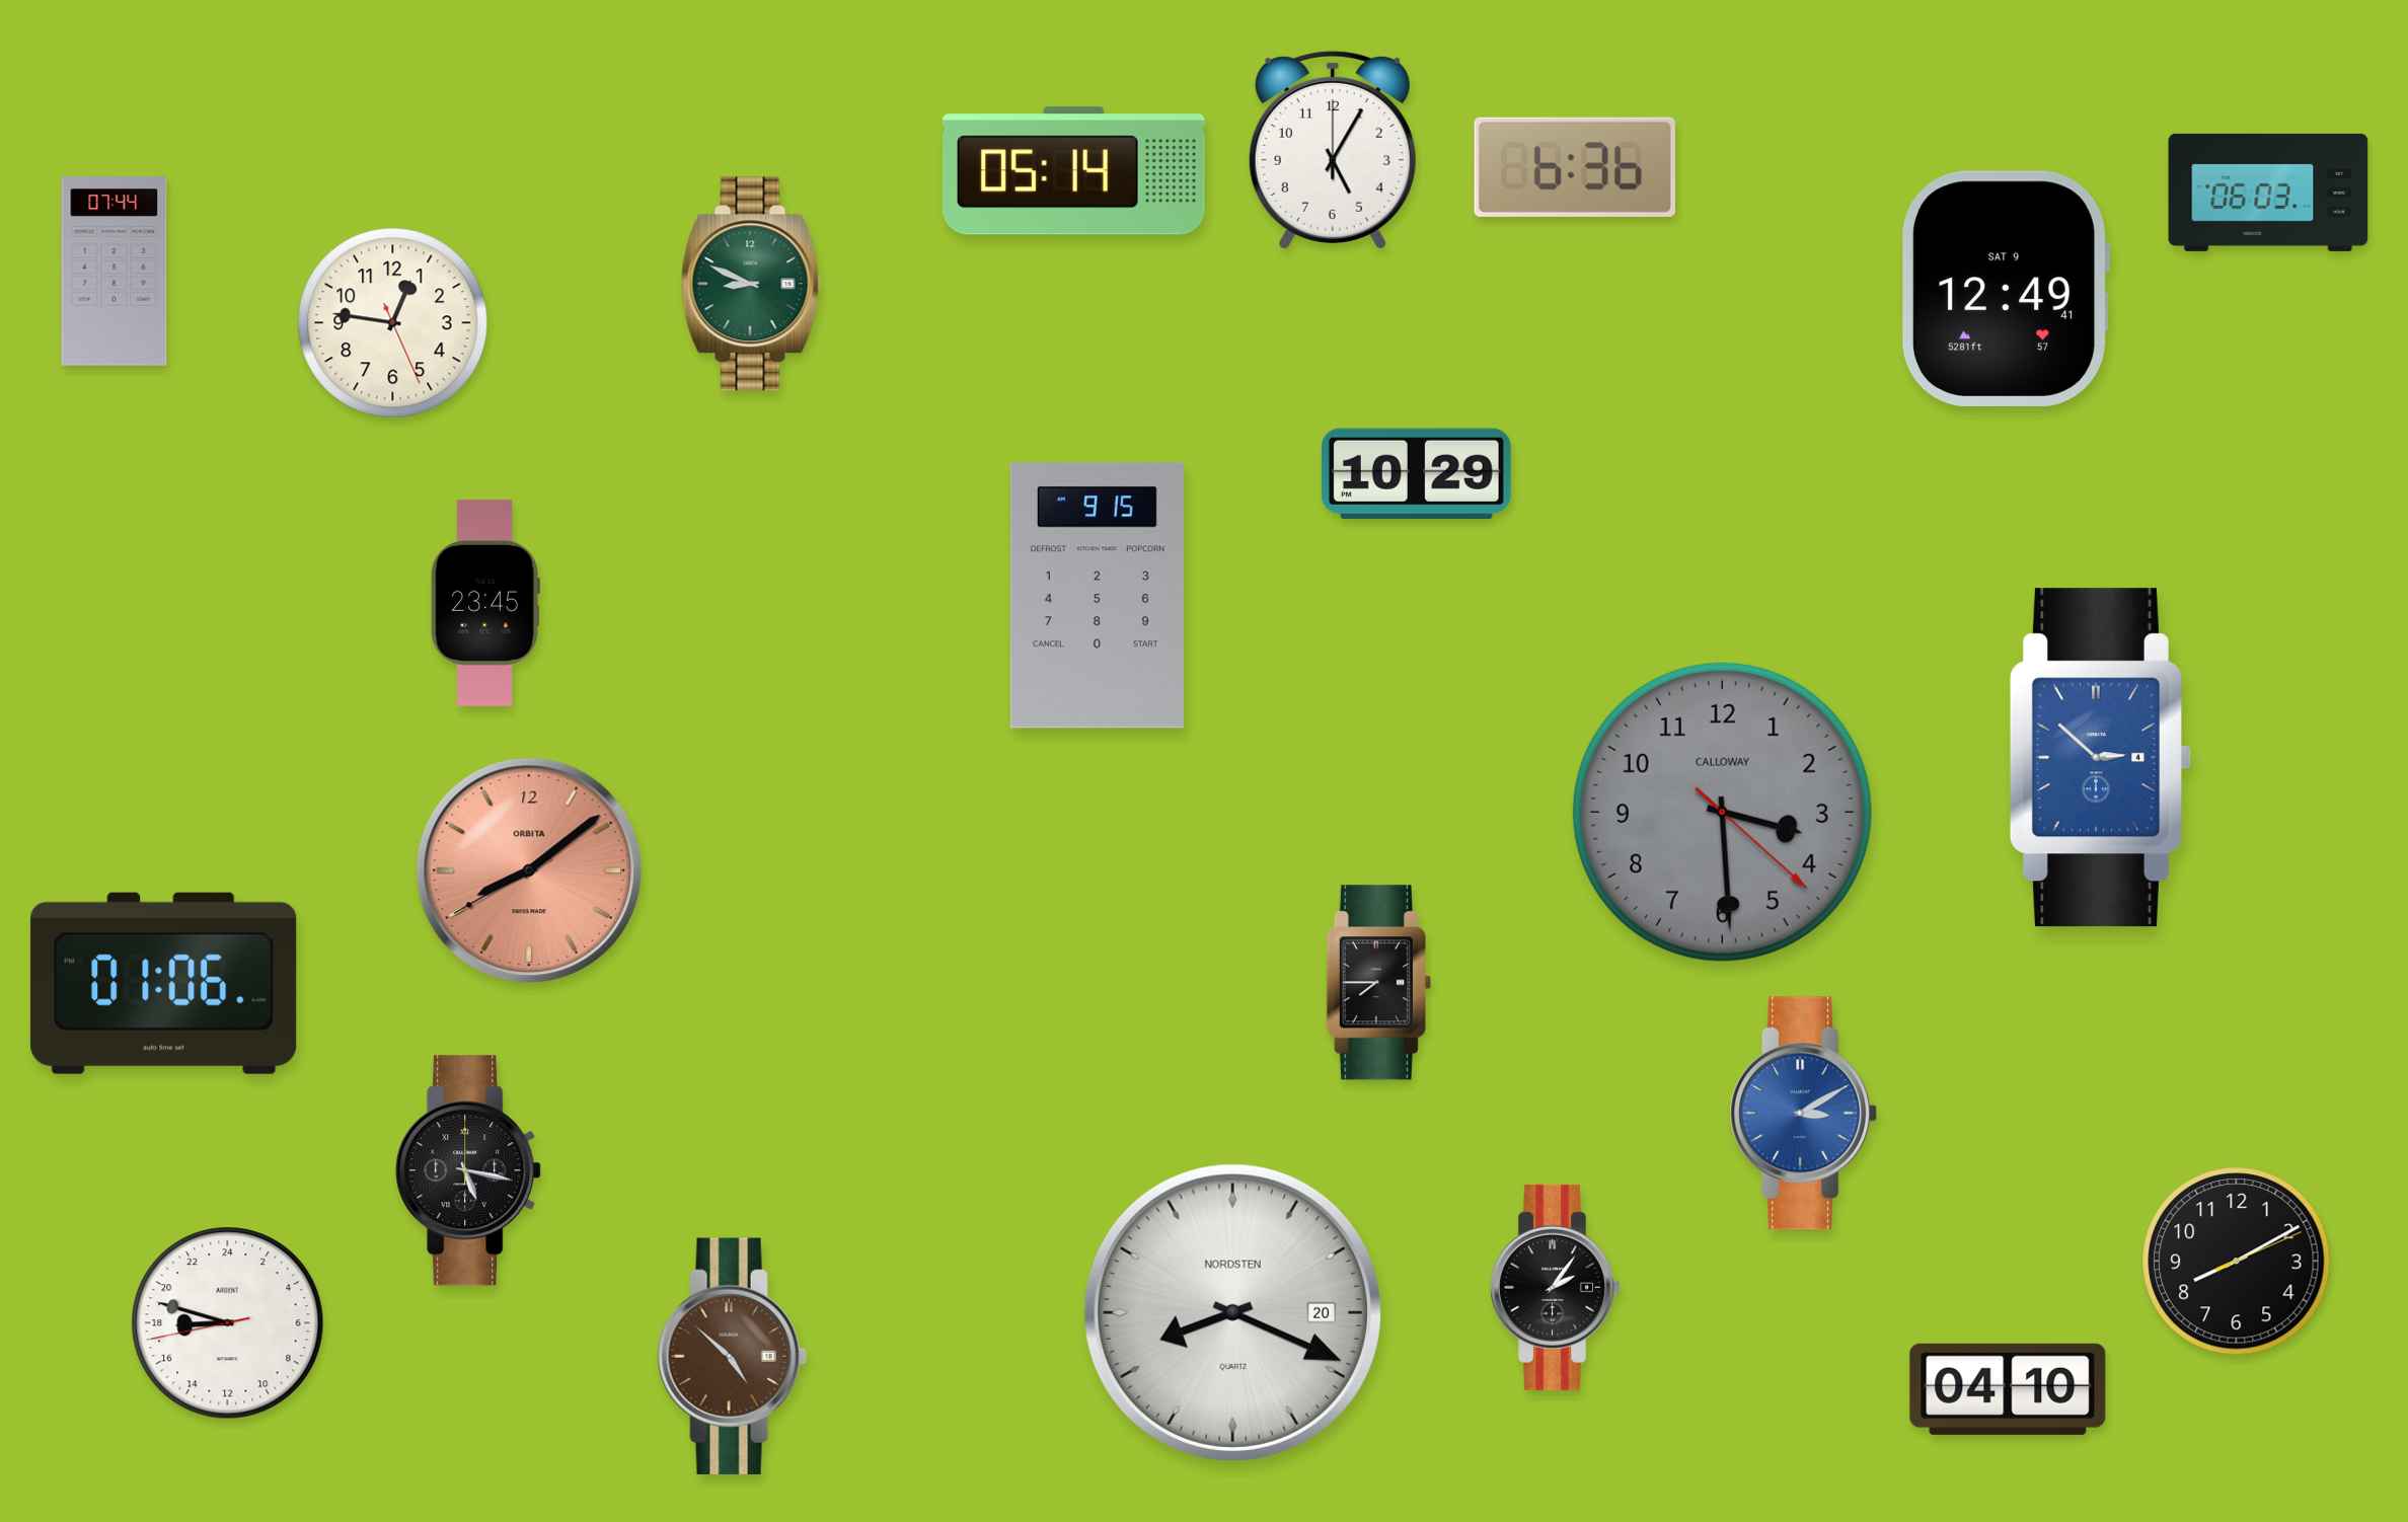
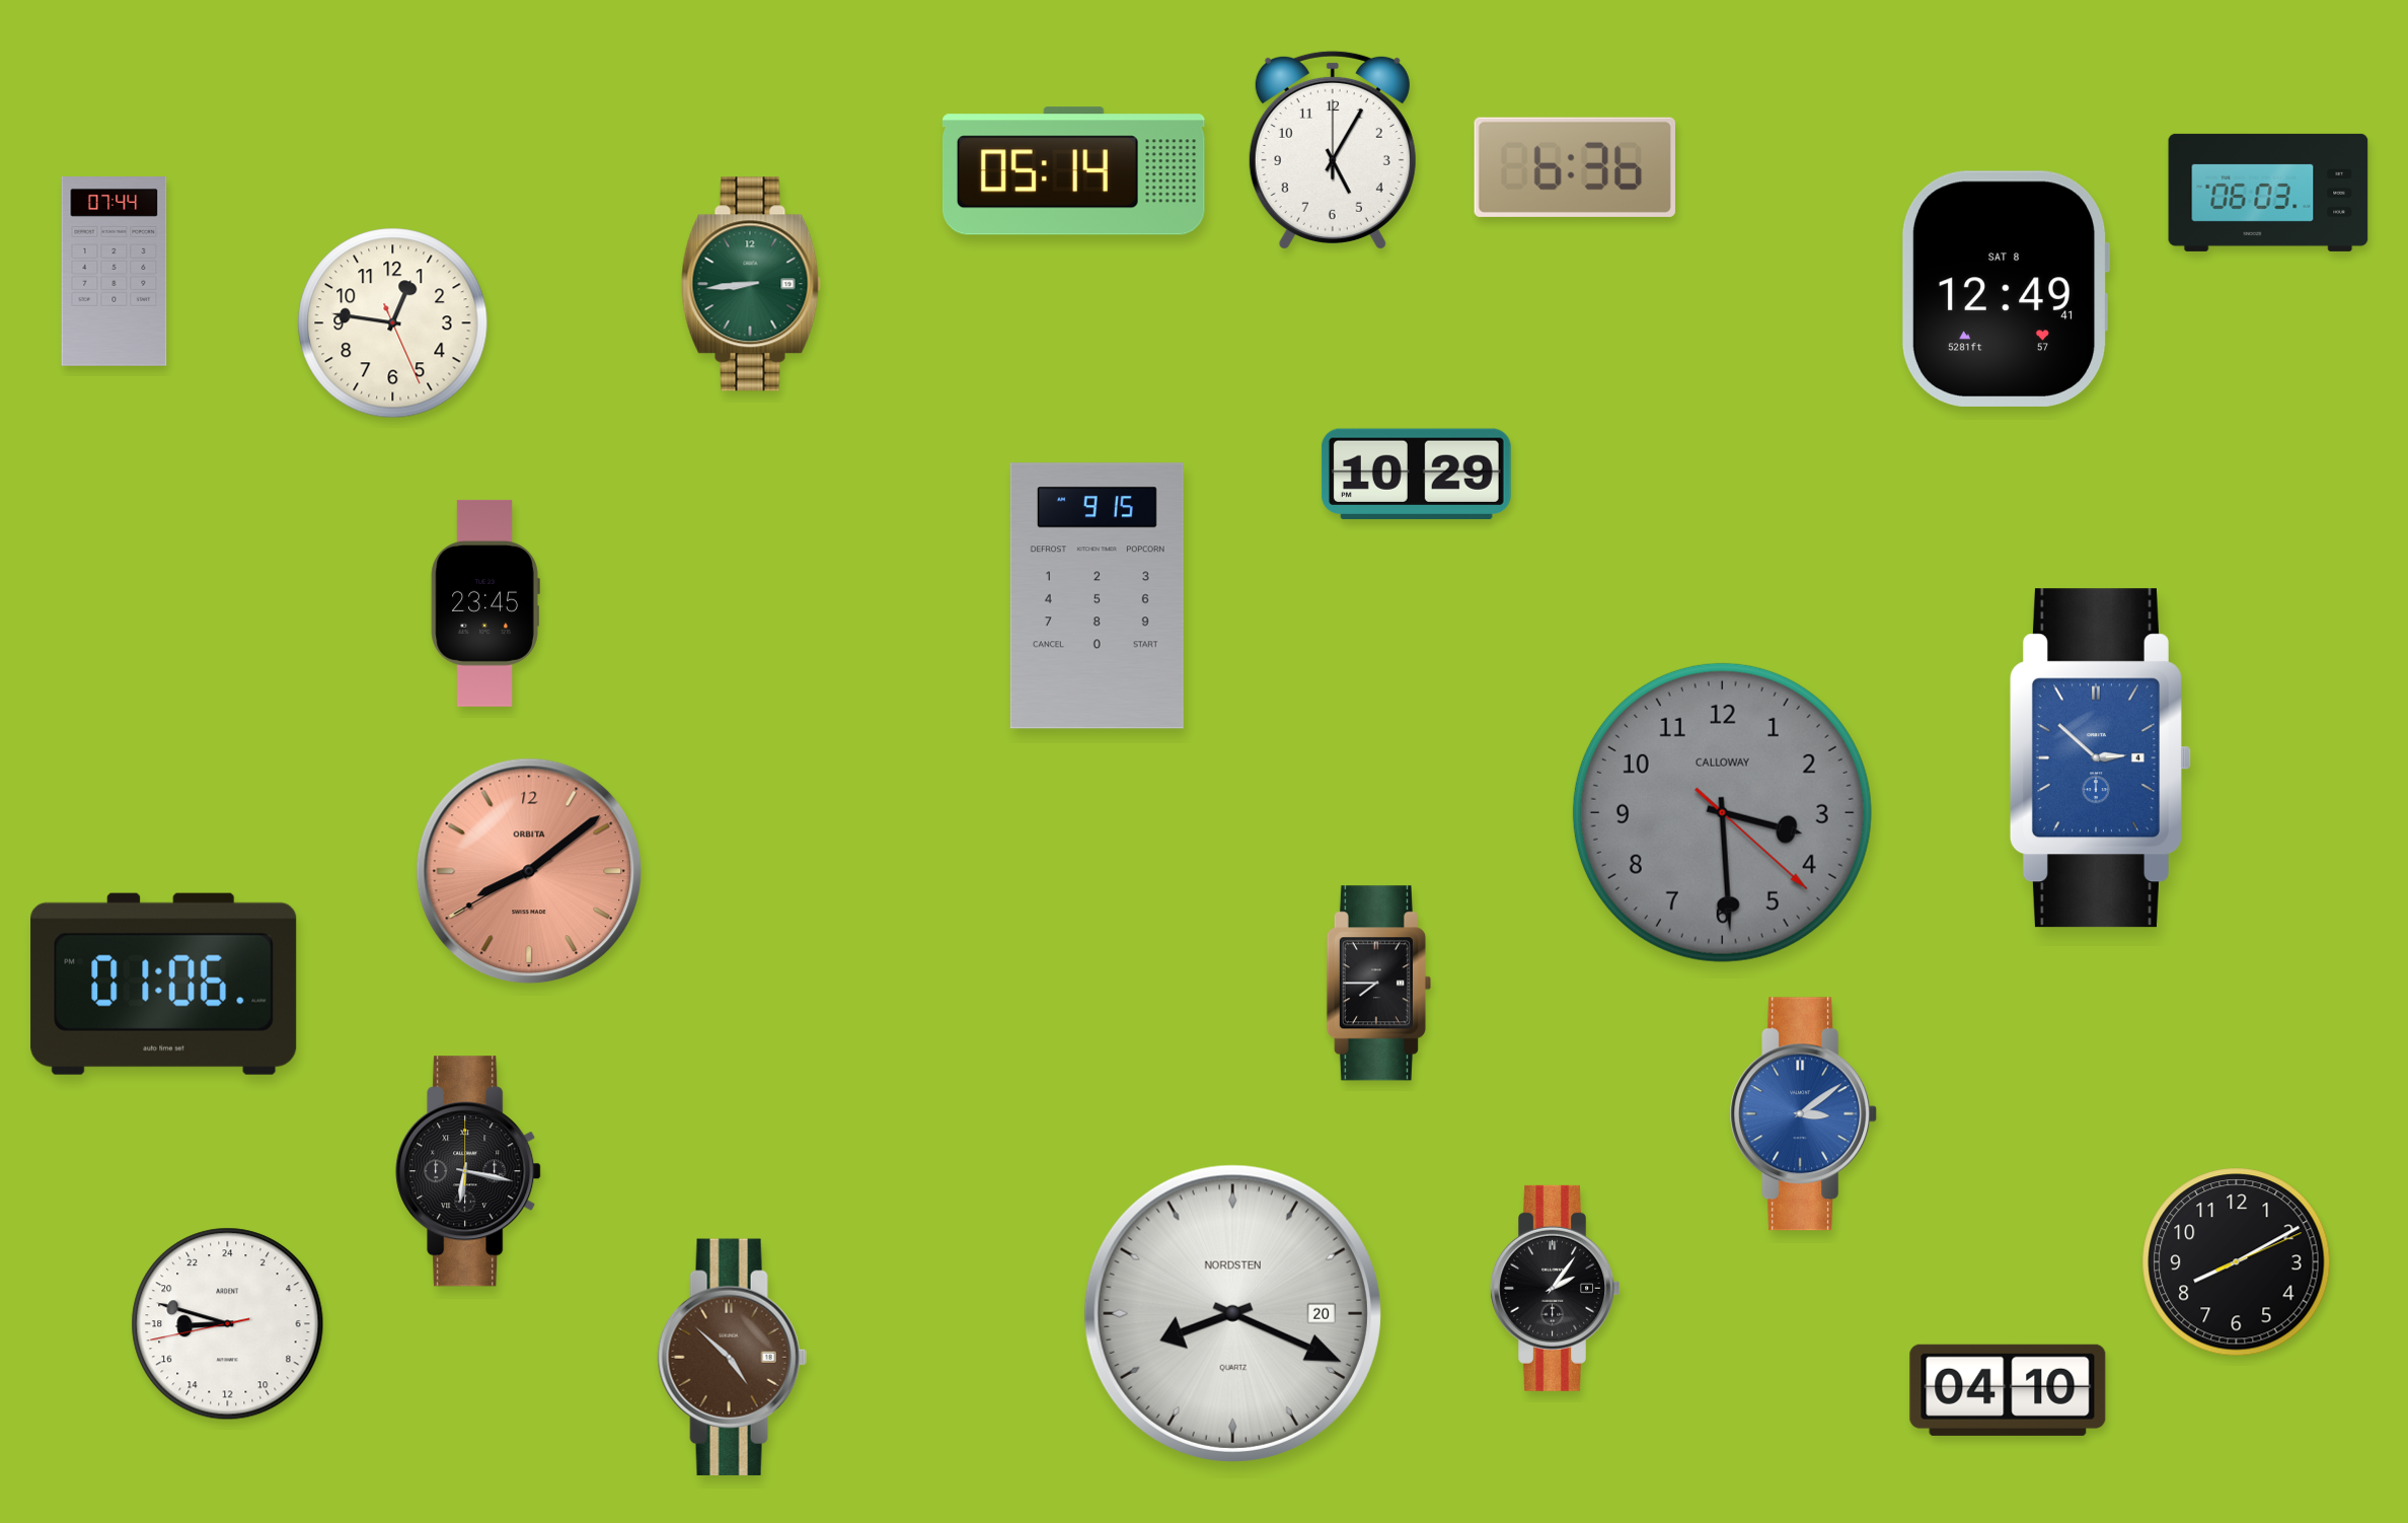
clock at (751, 284): 8:49 -> 8:44
clock at (2006, 289) date: SAT 9 -> SAT 8
clock at (1804, 1114): 3:10 -> 3:09
clock at (468, 1170): 5:17 -> 6:17
